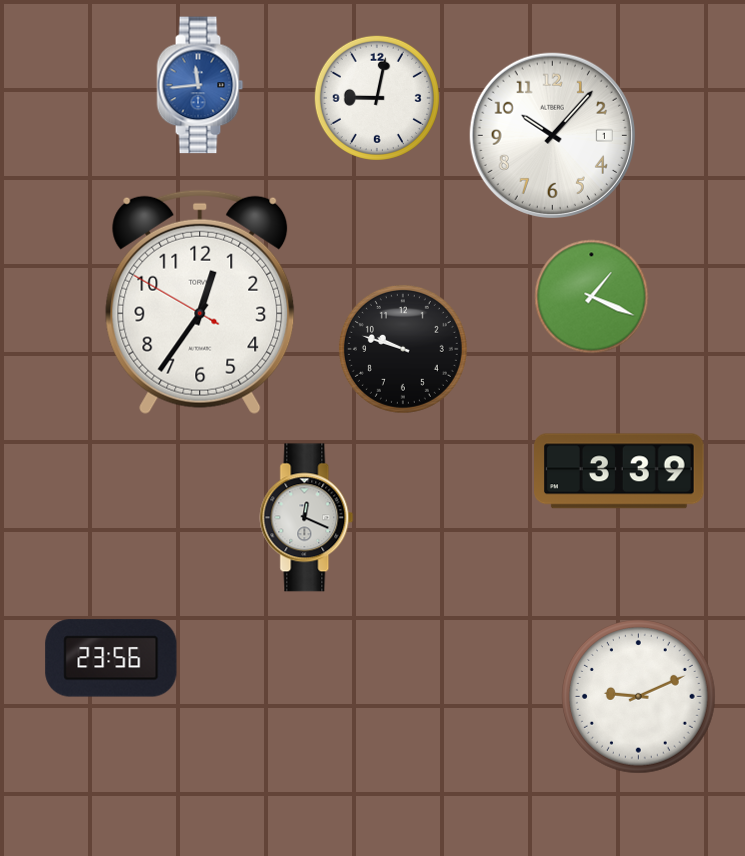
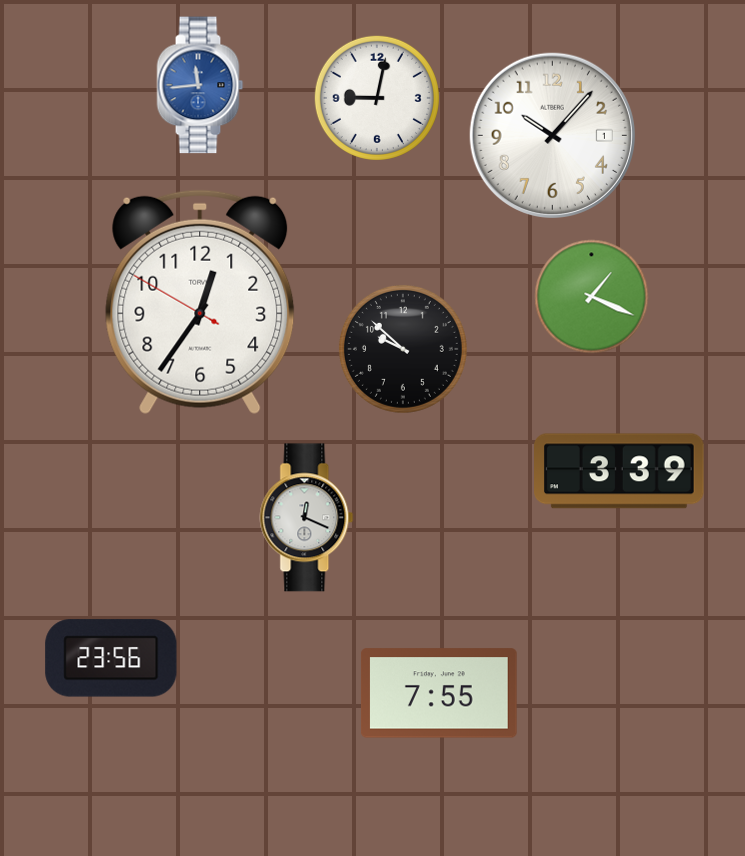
clock at (403, 349): 9:48 -> 9:52
clock at (439, 693): none -> 7:55
clock at (639, 697): 9:11 -> none
